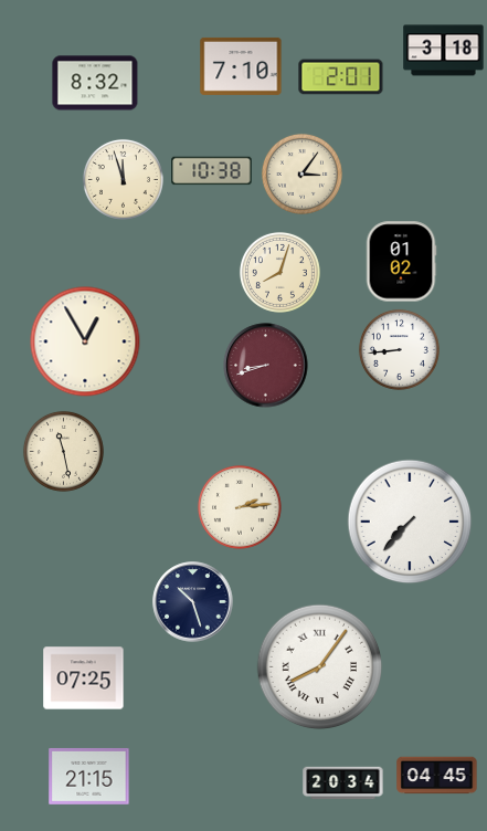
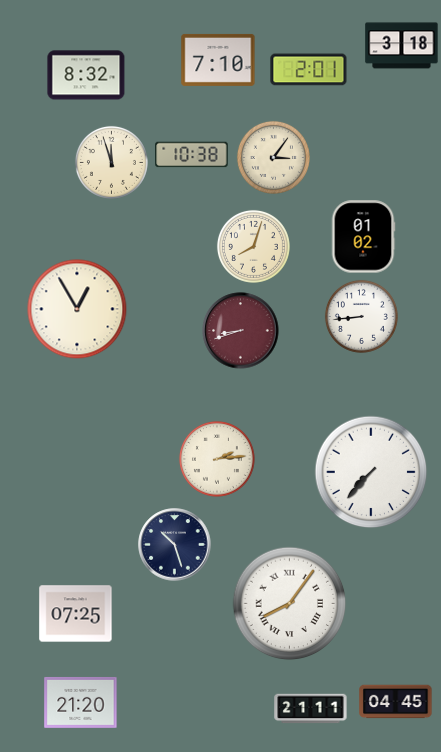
clock at (63, 451): 11:28 -> none
clock at (89, 776): 21:15 -> 21:20
clock at (343, 783): 20:34 -> 21:11
